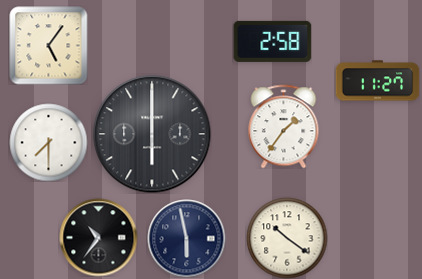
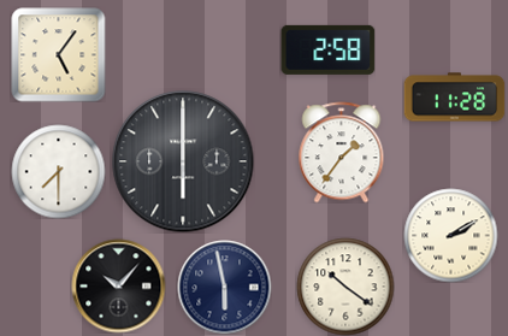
clock at (377, 81): 11:27 -> 11:28
clock at (450, 235): none -> 2:10
clock at (98, 237): 10:36 -> 10:07
